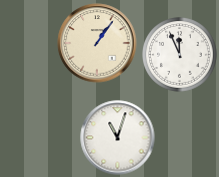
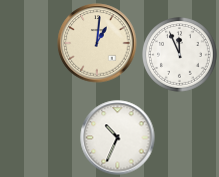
clock at (97, 43): 1:06 -> 1:01
clock at (118, 138): 11:03 -> 10:34
